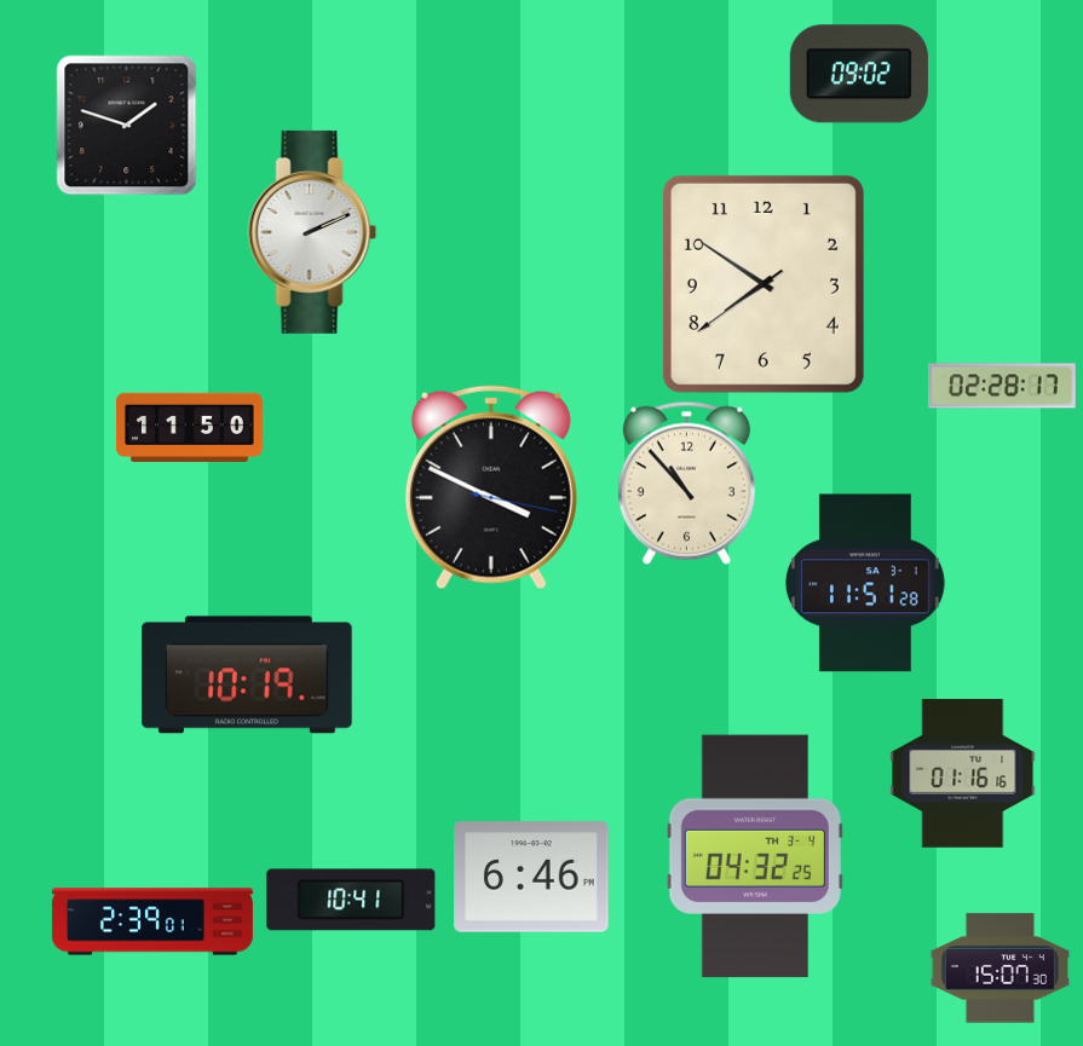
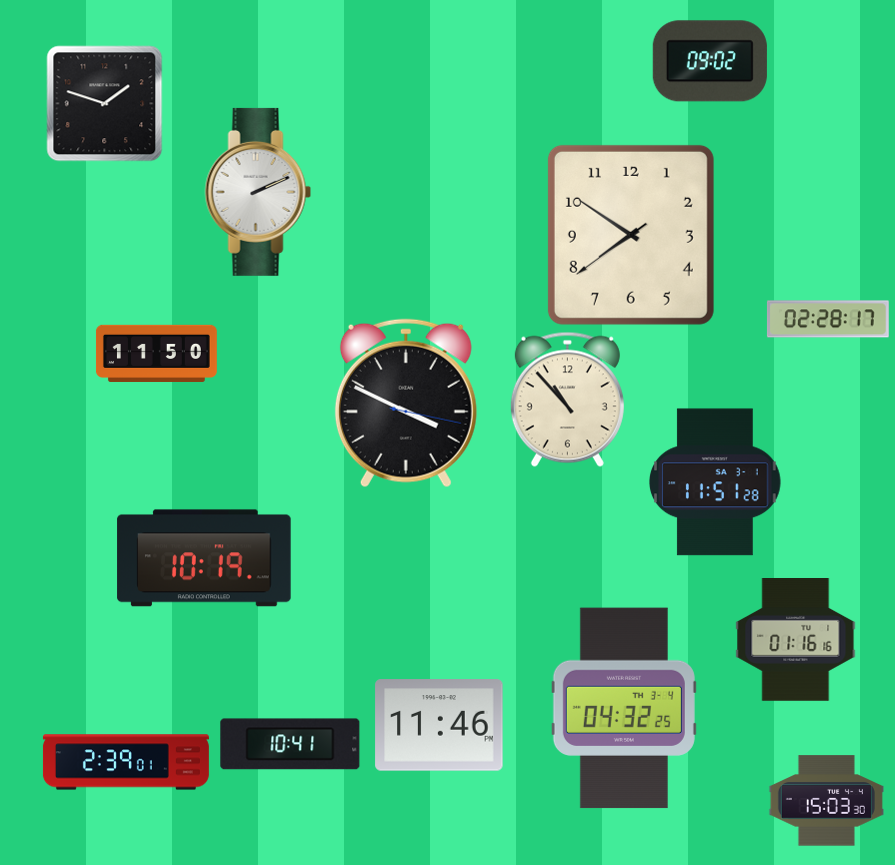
clock at (531, 877): 6:46 -> 11:46
clock at (1000, 969): 15:07 -> 15:03
